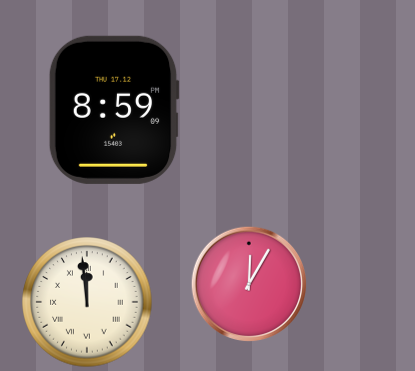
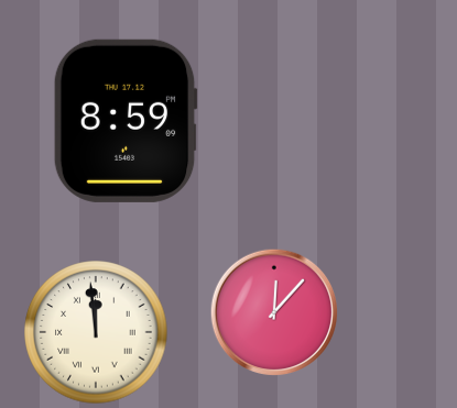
clock at (249, 284): 12:05 -> 12:07
